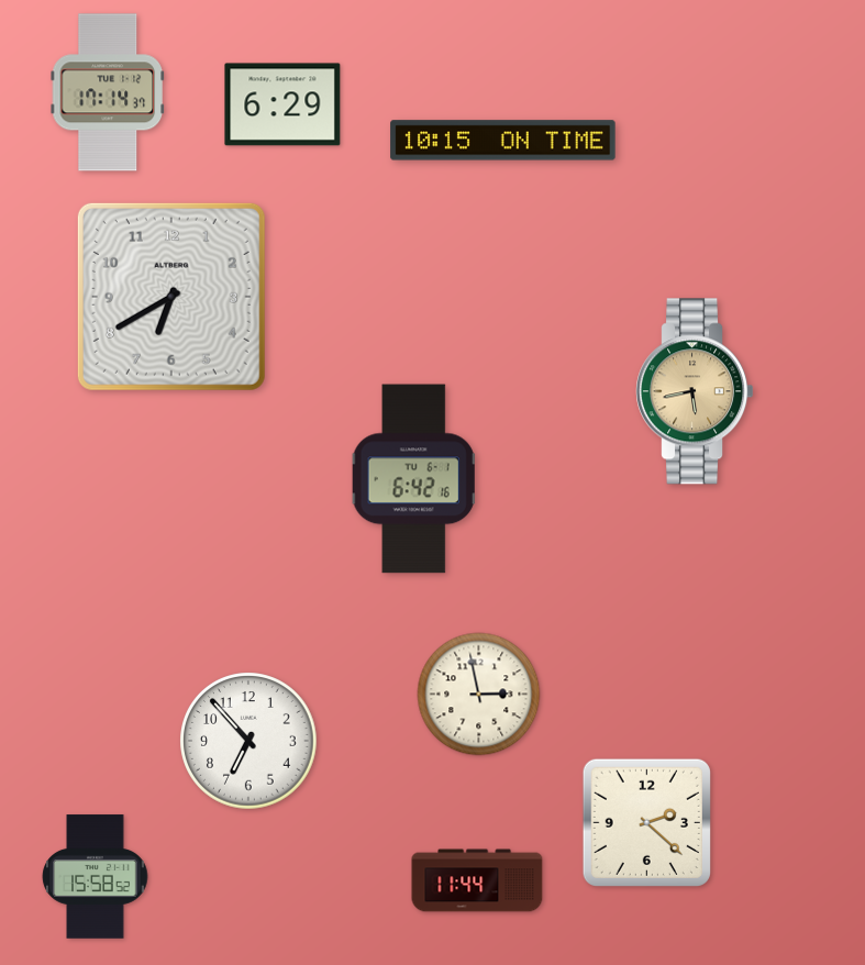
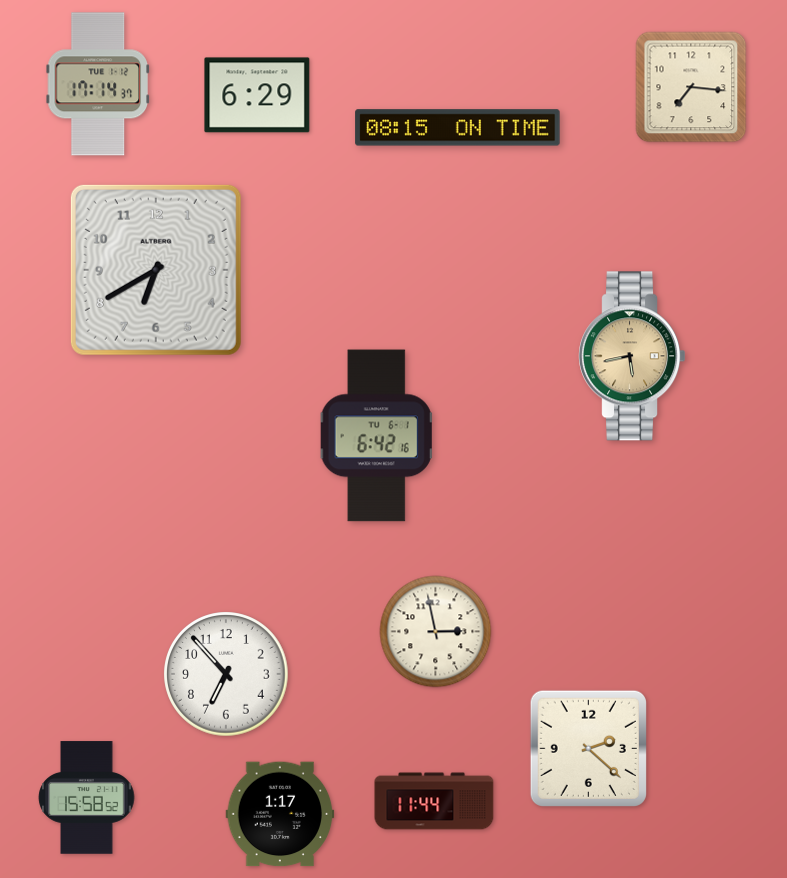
clock at (691, 87): none -> 7:16
clock at (503, 141): 10:15 -> 08:15
clock at (280, 814): none -> 1:17
